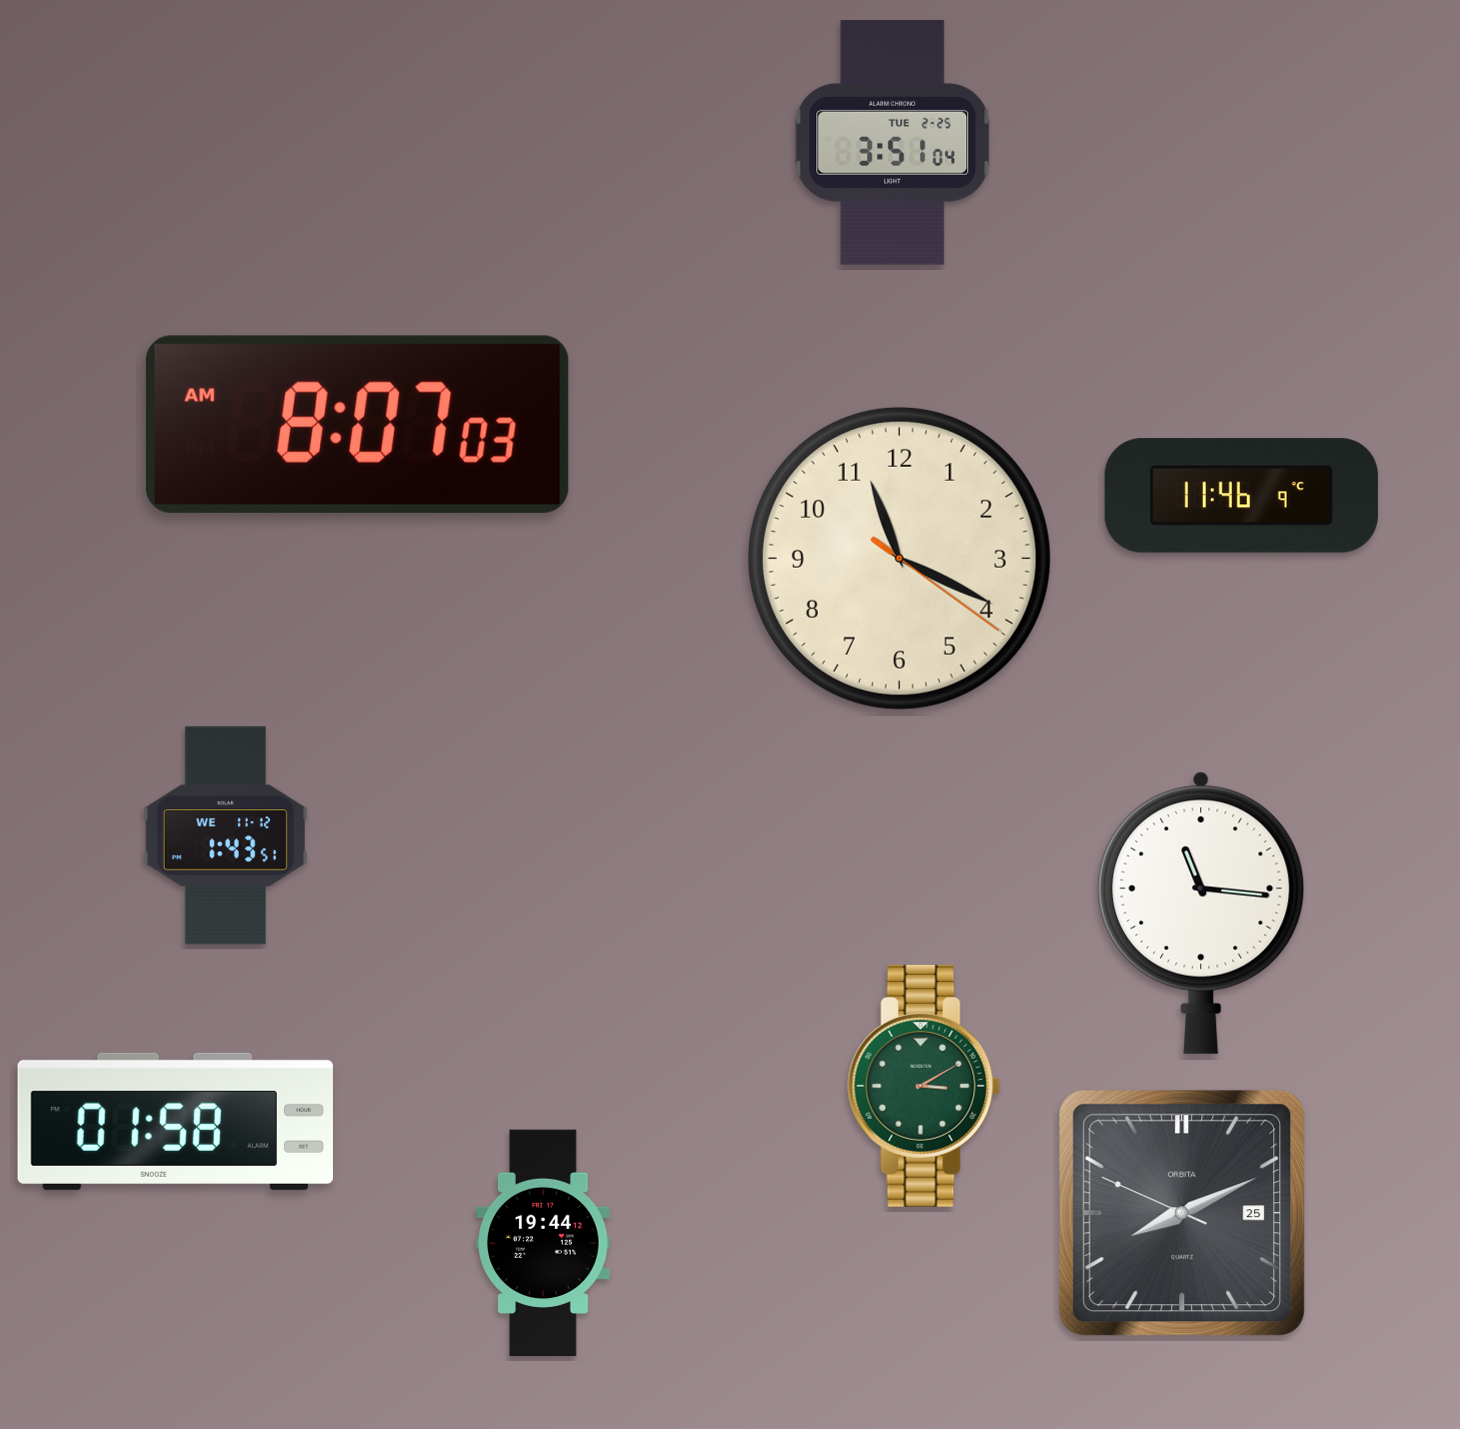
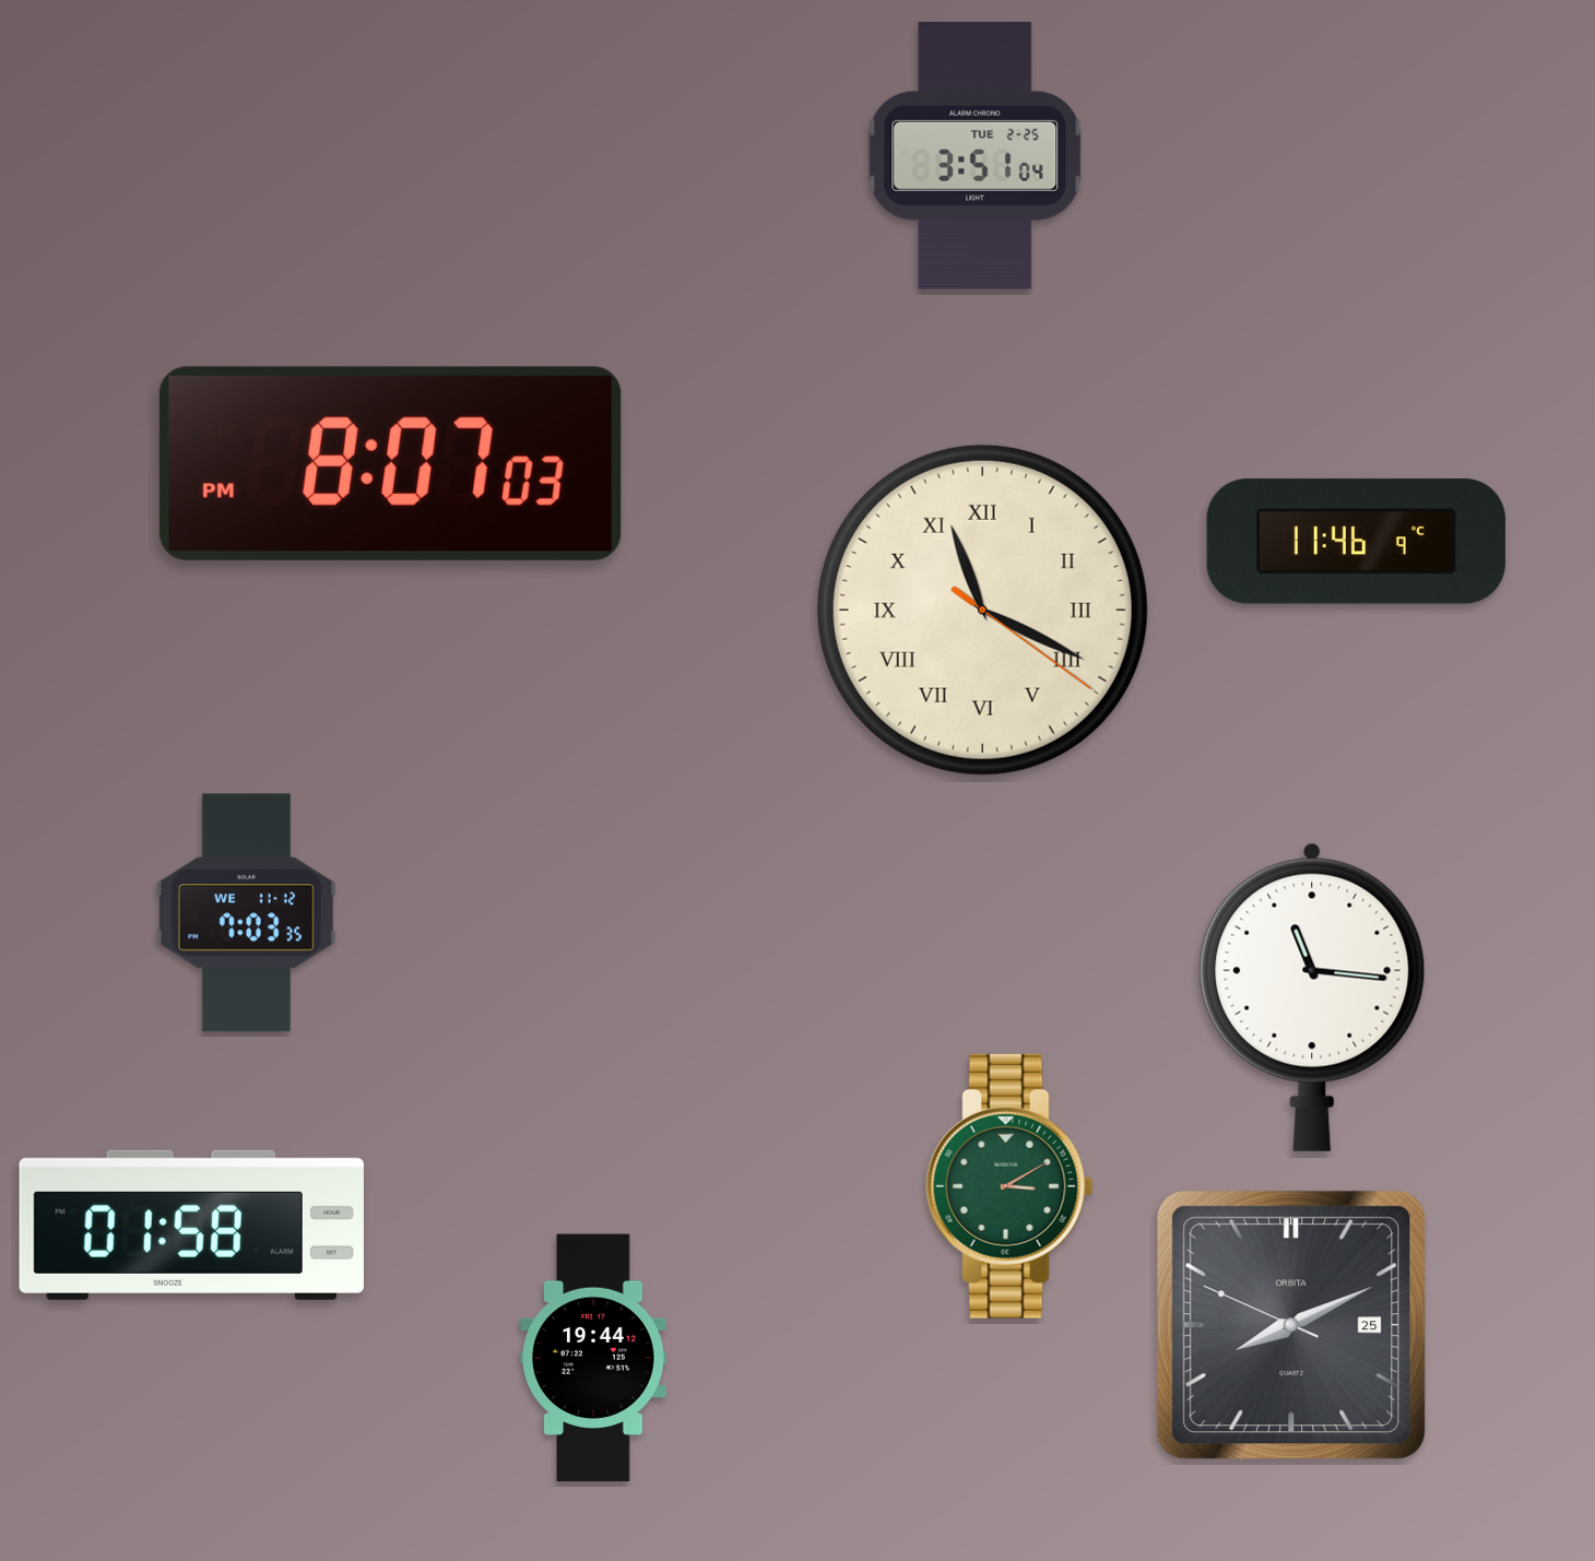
clock at (357, 424): 8:07:03 AM -> 8:07:03 PM
clock at (899, 558) numerals: Arabic -> Roman
clock at (225, 836): 1:43 -> 7:03
